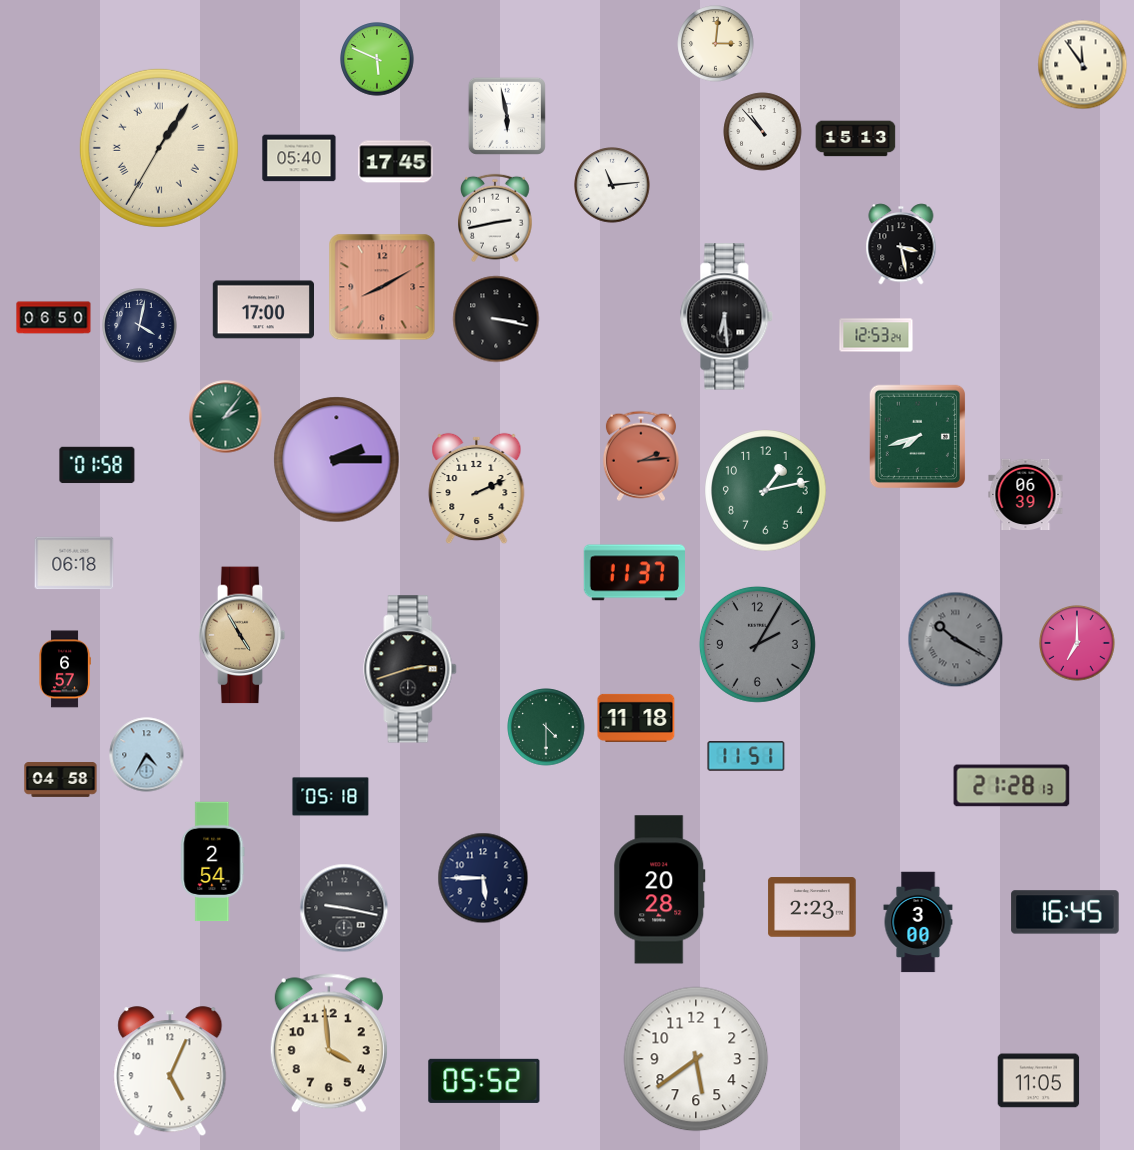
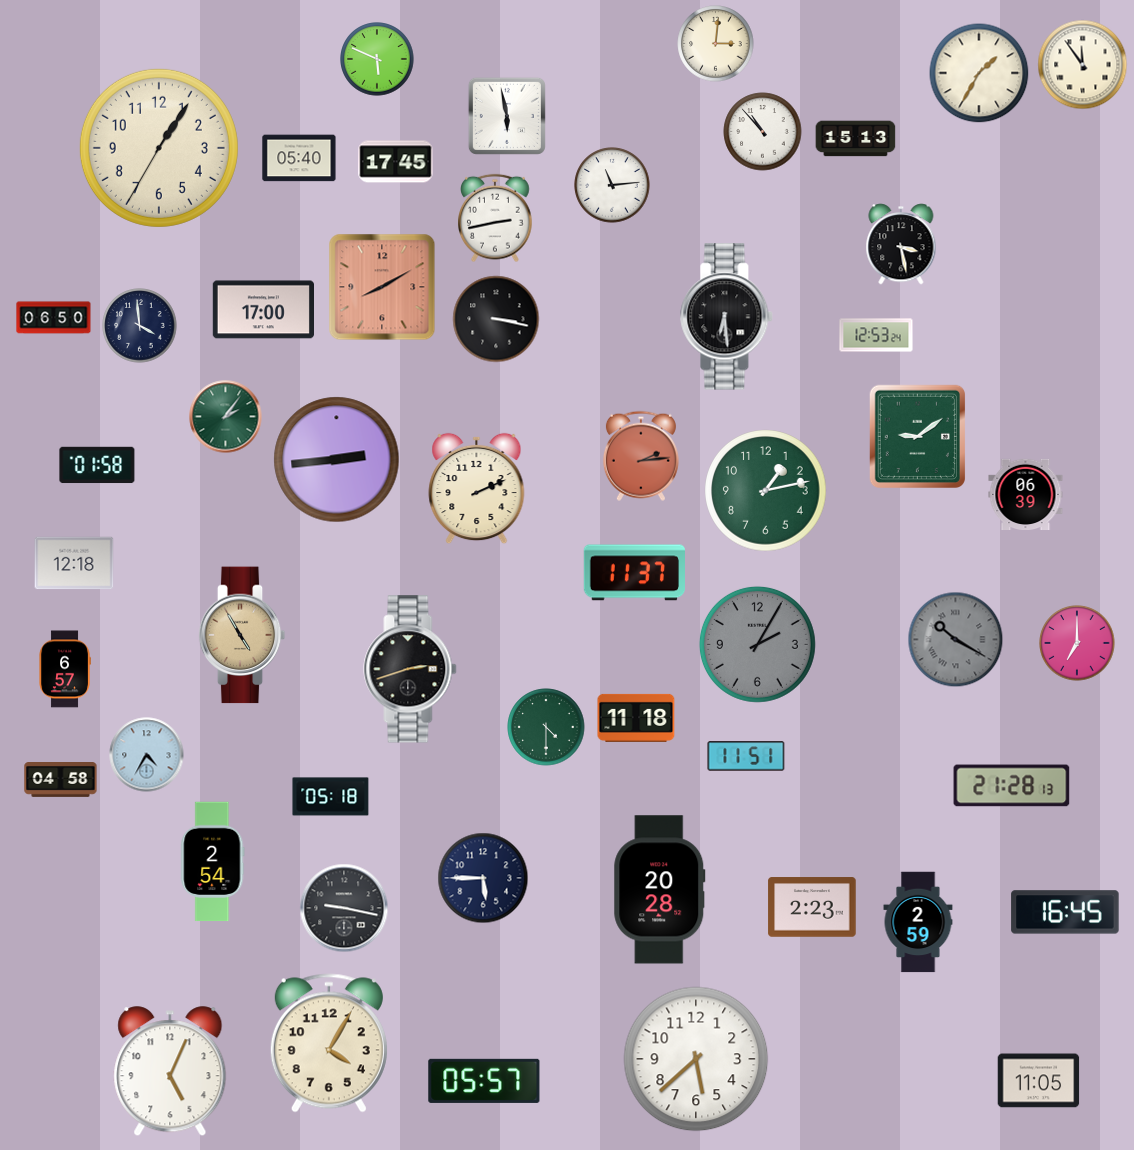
clock at (979, 73): none -> 1:35
clock at (159, 148) numerals: Roman -> Arabic
clock at (140, 326): 4:02 -> 3:59
clock at (917, 436): 7:42 -> 9:09
clock at (337, 460): 2:15 -> 2:44
clock at (74, 563): 06:18 -> 12:18
clock at (918, 922): 3:00 -> 2:59
clock at (329, 1043): 3:59 -> 4:05
clock at (696, 1059): 5:39 -> 5:38
clock at (484, 1081): 05:52 -> 05:57
